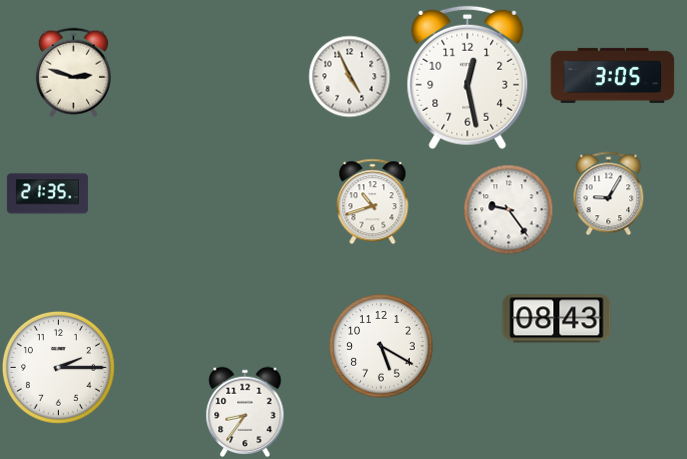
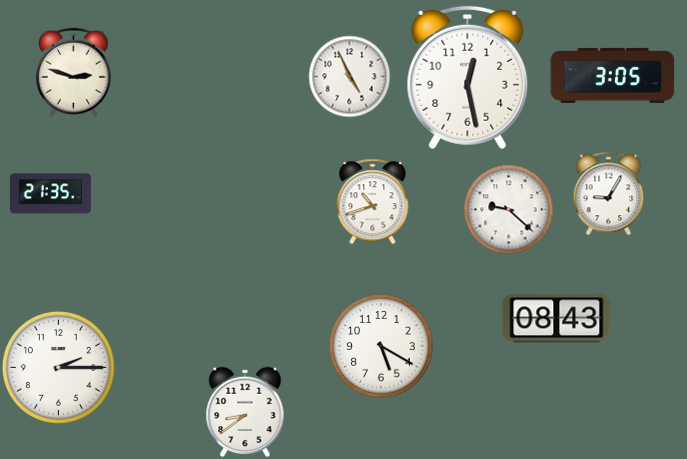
clock at (47, 194) position: (47, 194) -> (50, 194)
clock at (508, 209): 9:24 -> 9:22
clock at (245, 412): 8:36 -> 8:39
